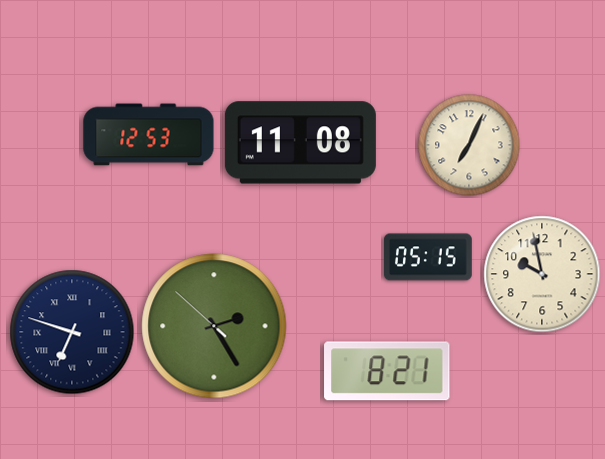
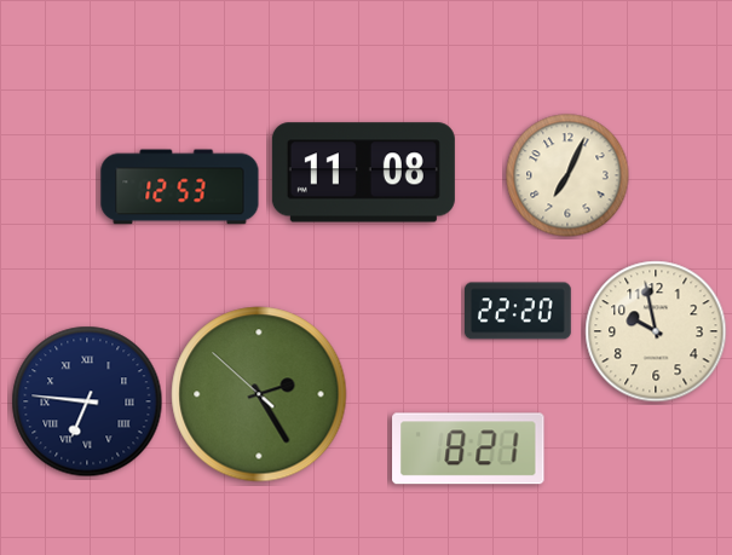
clock at (149, 135) position: (149, 135) -> (180, 187)
clock at (429, 257): 05:15 -> 22:20
clock at (72, 332): 6:48 -> 6:46
